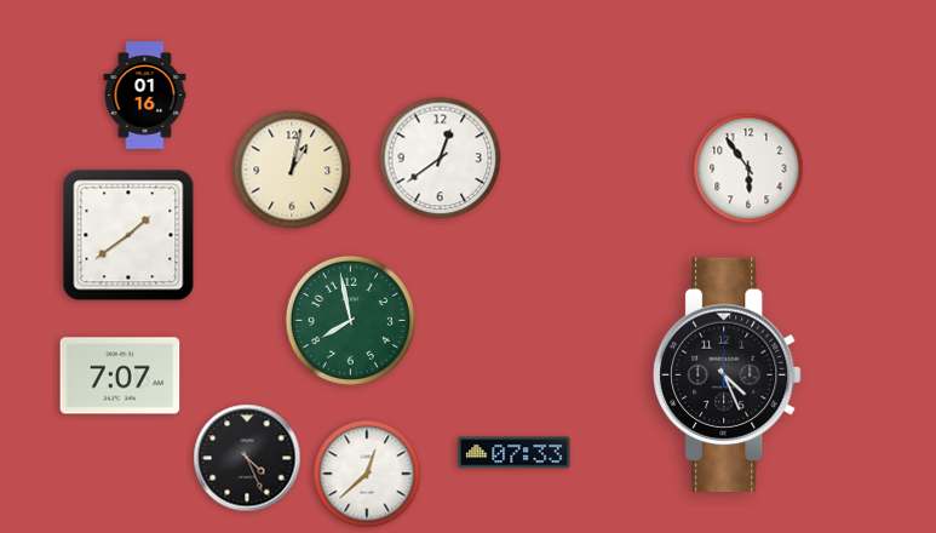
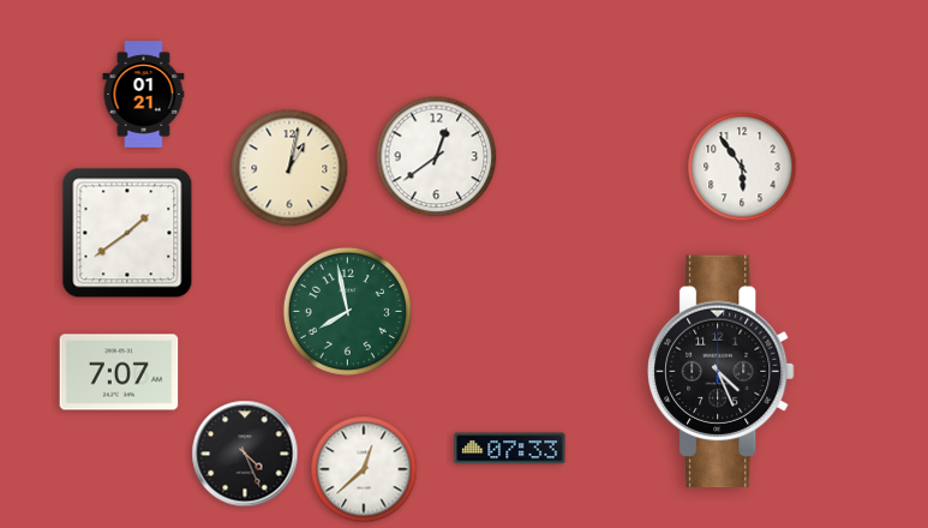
clock at (145, 96): 01:16 -> 01:21
clock at (350, 320) position: (350, 320) -> (347, 311)
